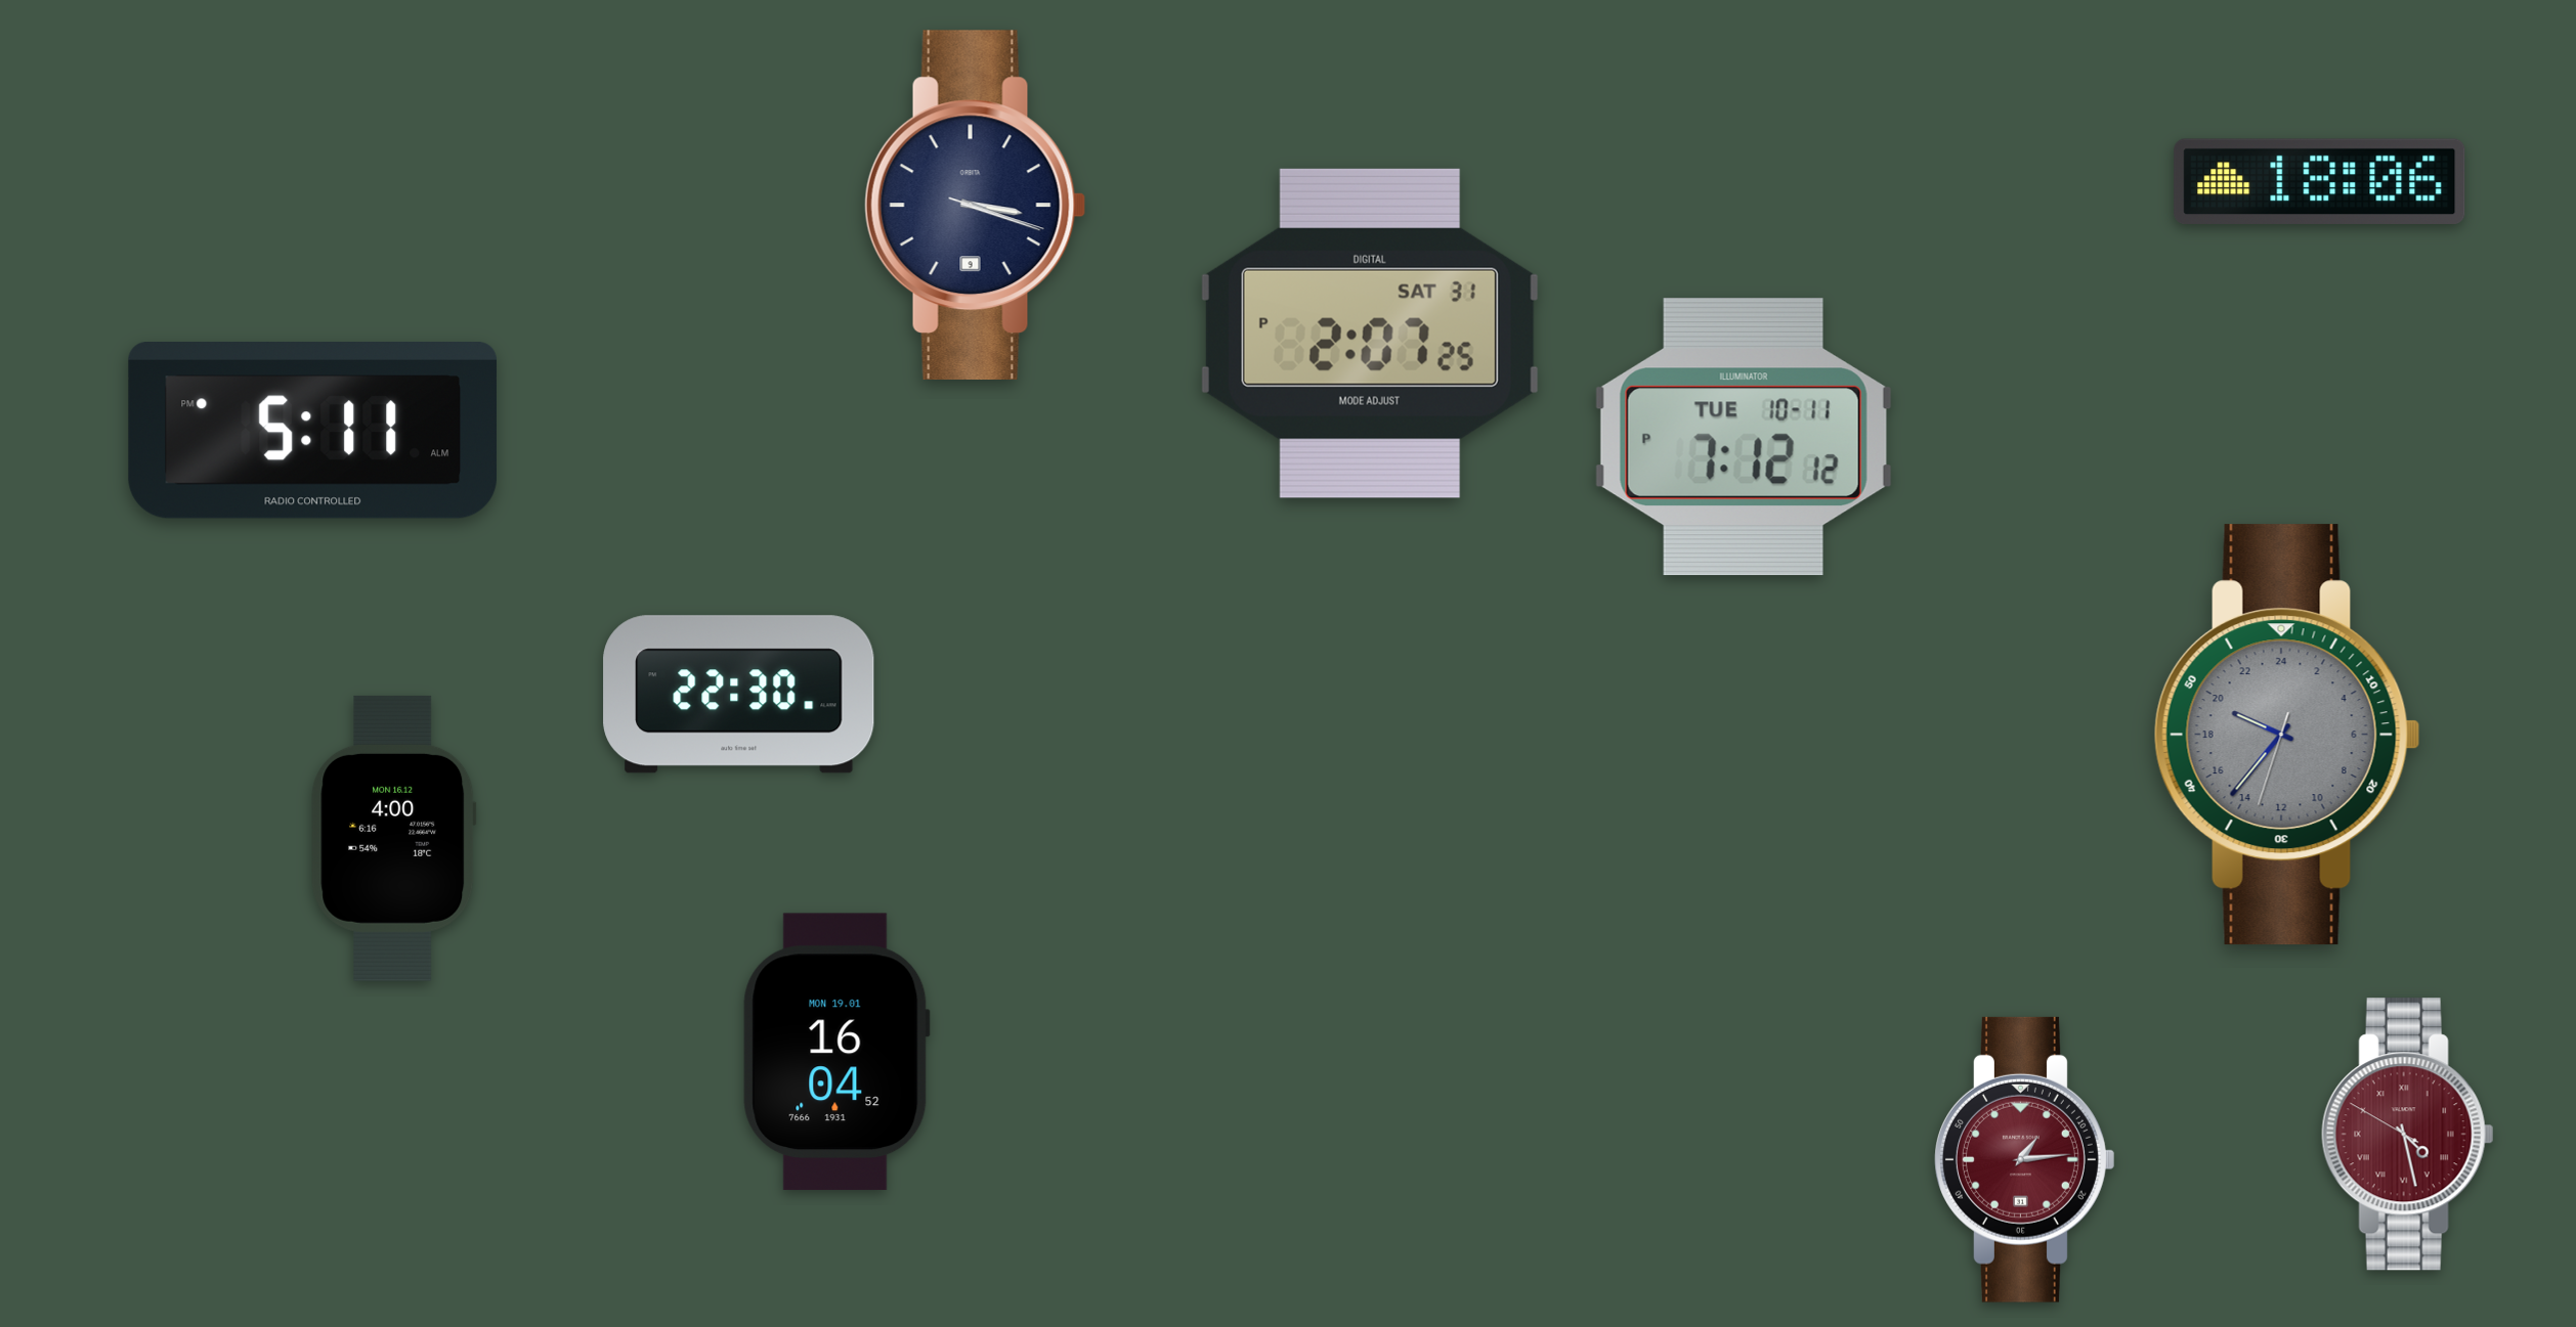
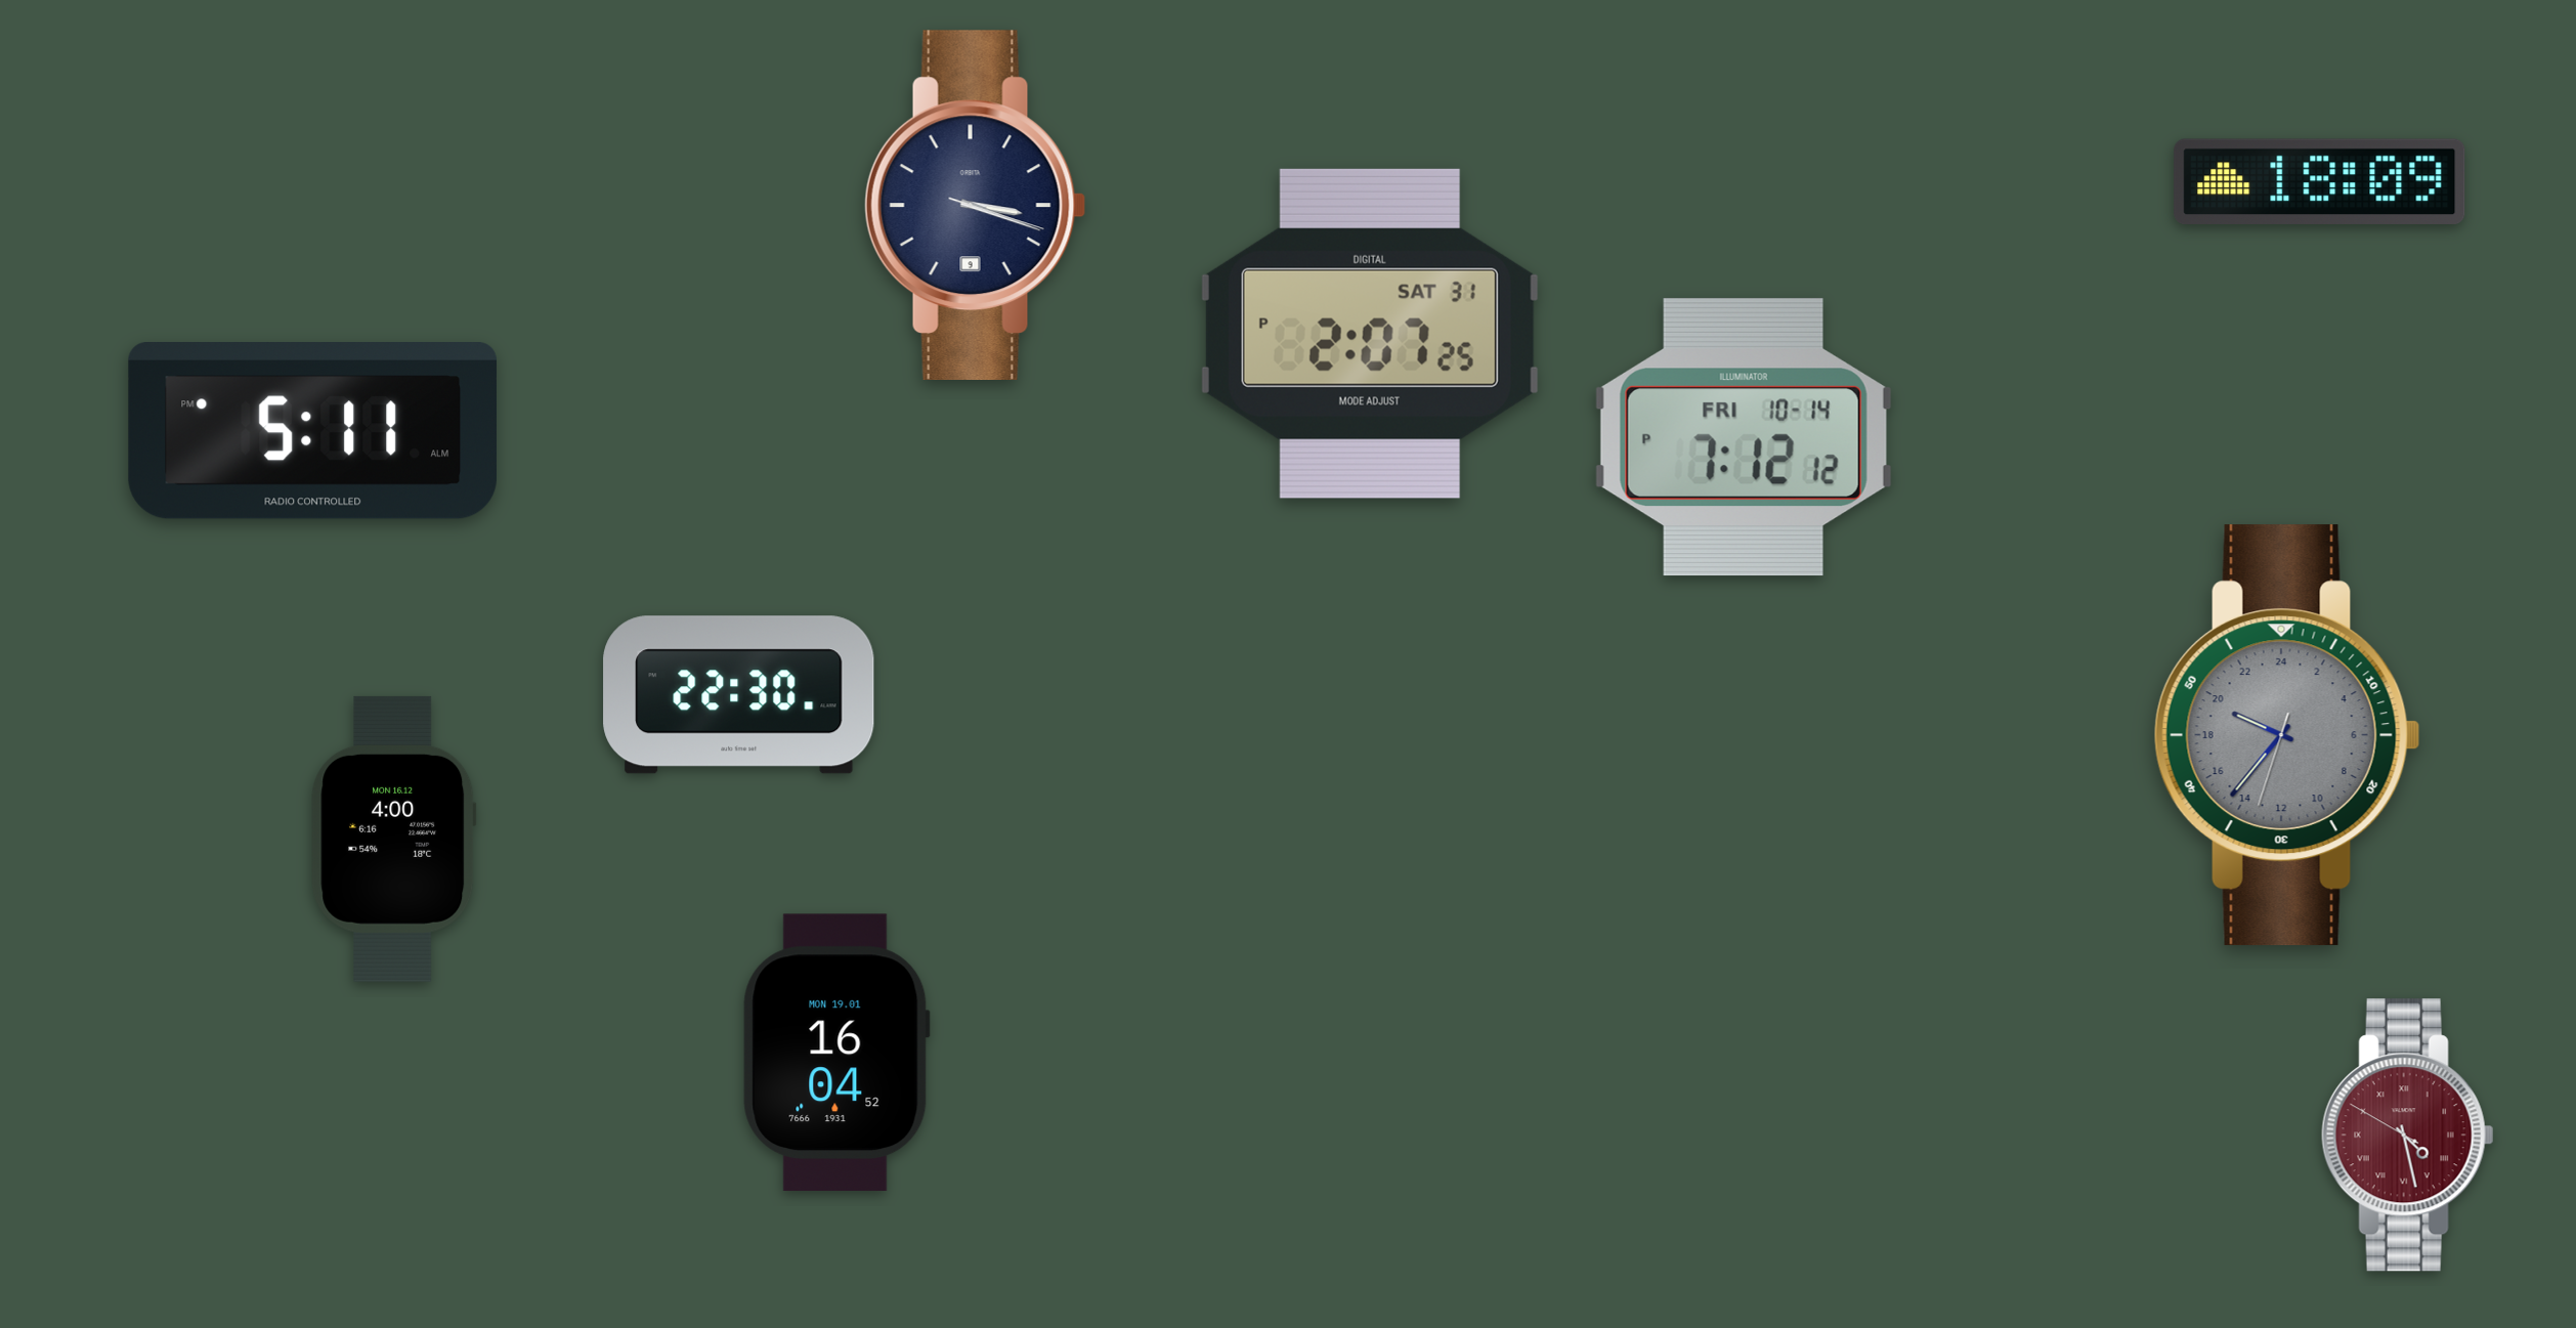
clock at (2320, 181): 18:06 -> 18:09
clock at (1744, 437) date: TUE 10-11 -> FRI 10-14
clock at (2025, 1159): 1:14 -> none
